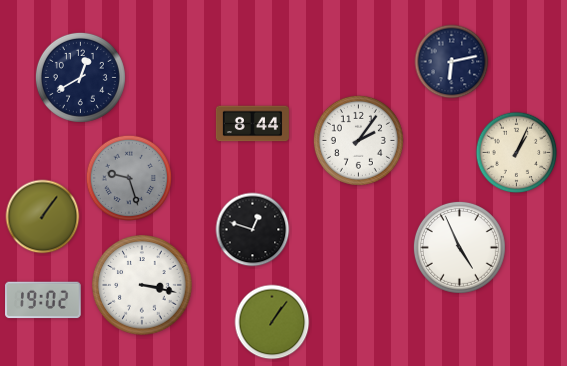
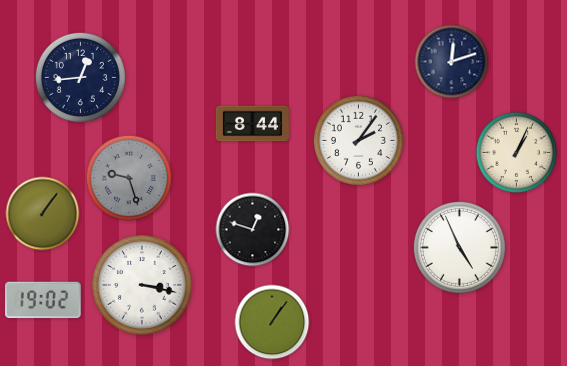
clock at (452, 62): 6:13 -> 12:12
clock at (80, 77): 12:40 -> 12:44
clock at (43, 217) position: (43, 217) -> (43, 214)
